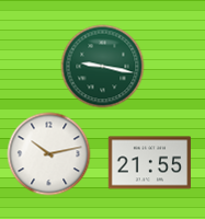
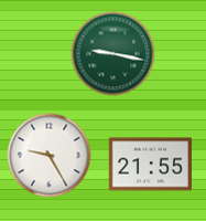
clock at (103, 67) position: (103, 67) -> (113, 54)
clock at (49, 154): 10:13 -> 9:25
